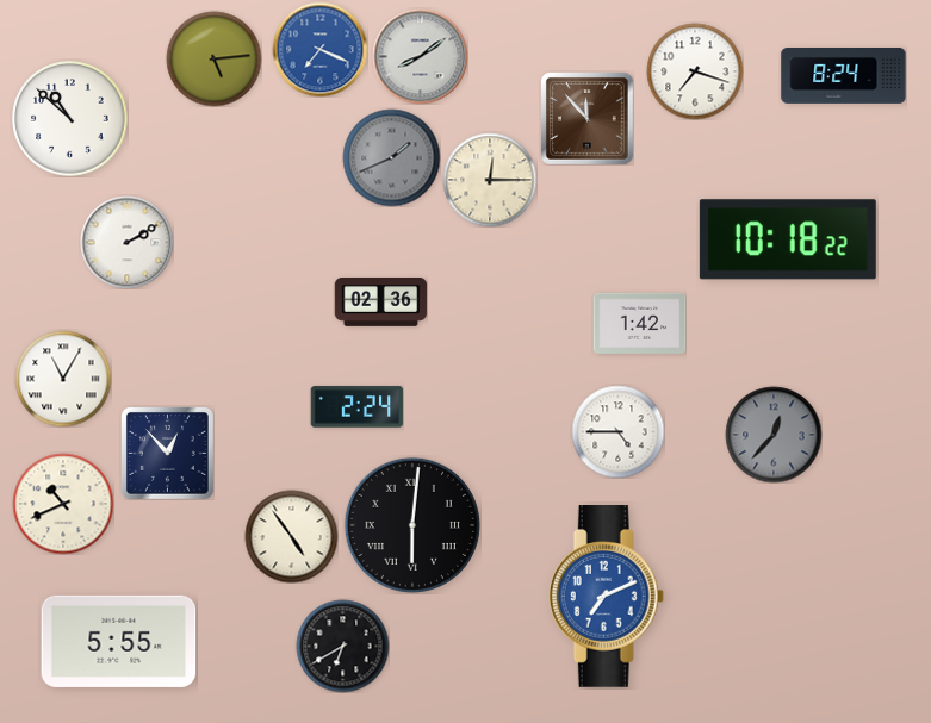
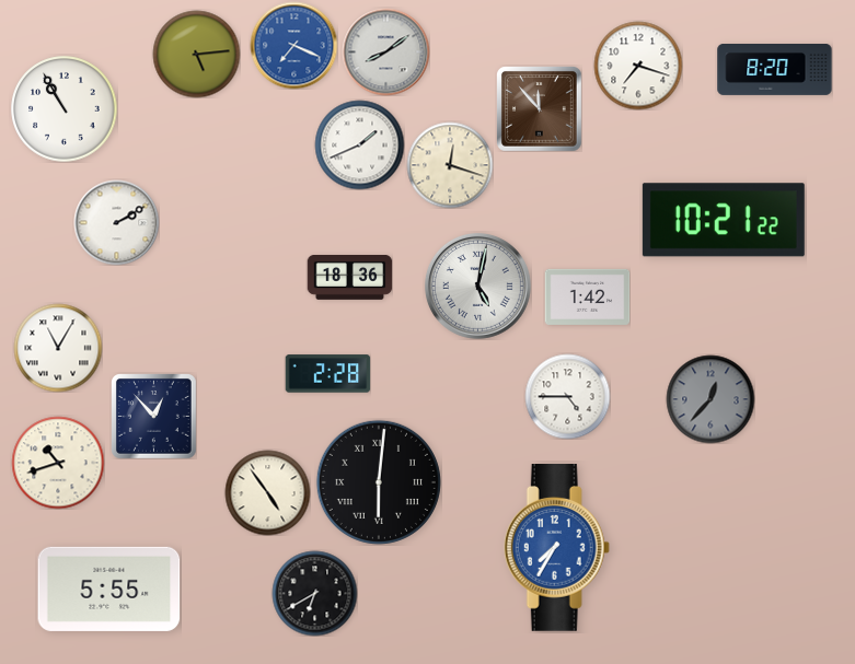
clock at (844, 76): 8:24 -> 8:20
clock at (70, 119): 10:52 -> 10:55
clock at (391, 157) dial: grey -> white
clock at (490, 180): 12:15 -> 12:18
clock at (788, 239): 10:18 -> 10:21
clock at (380, 303): 02:36 -> 18:36
clock at (477, 286): none -> 5:02
clock at (356, 407): 2:24 -> 2:28
clock at (63, 504): 10:41 -> 10:42
clock at (606, 597): 7:11 -> 7:35
